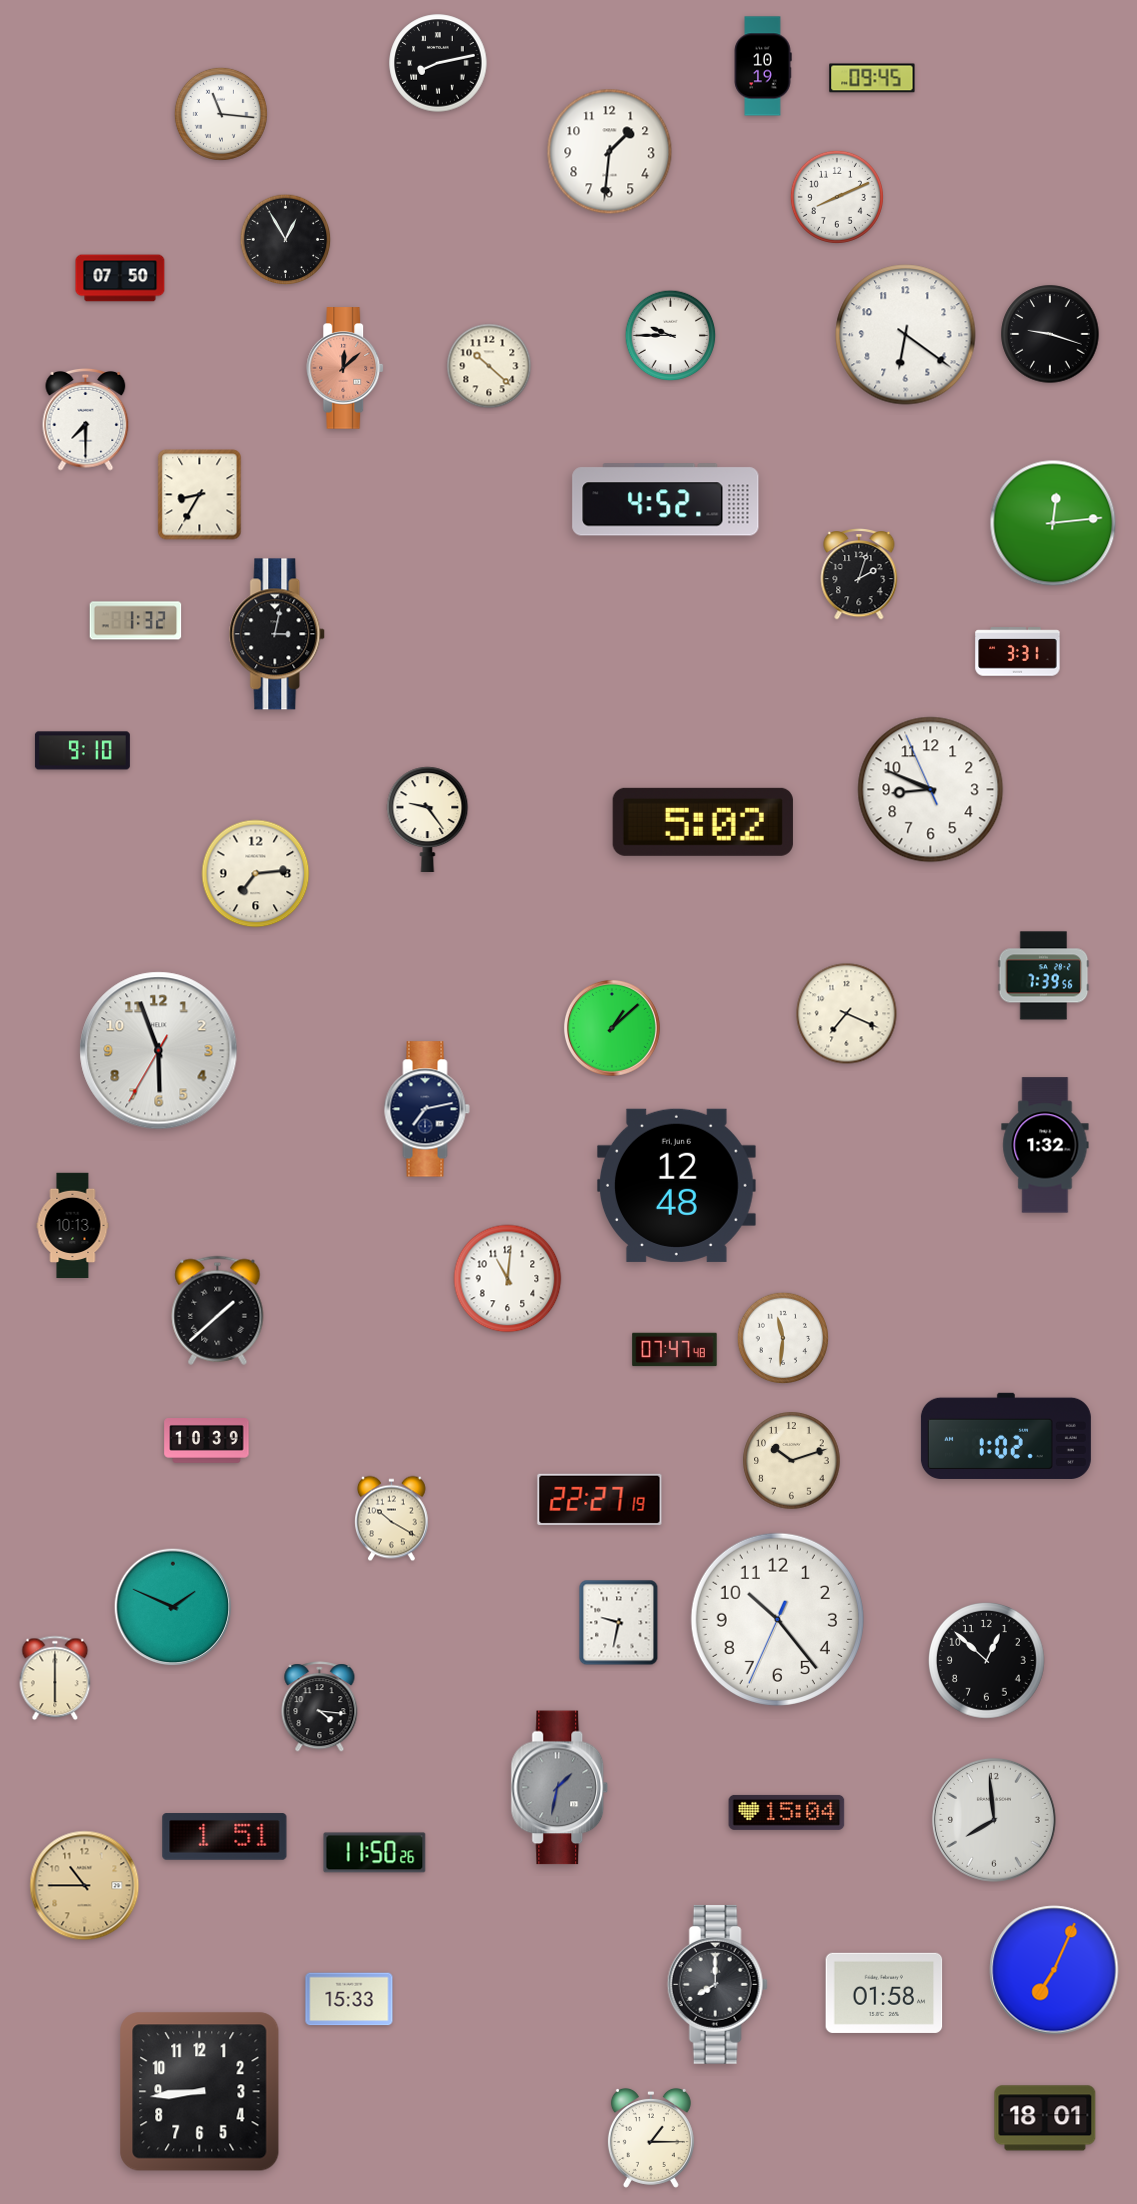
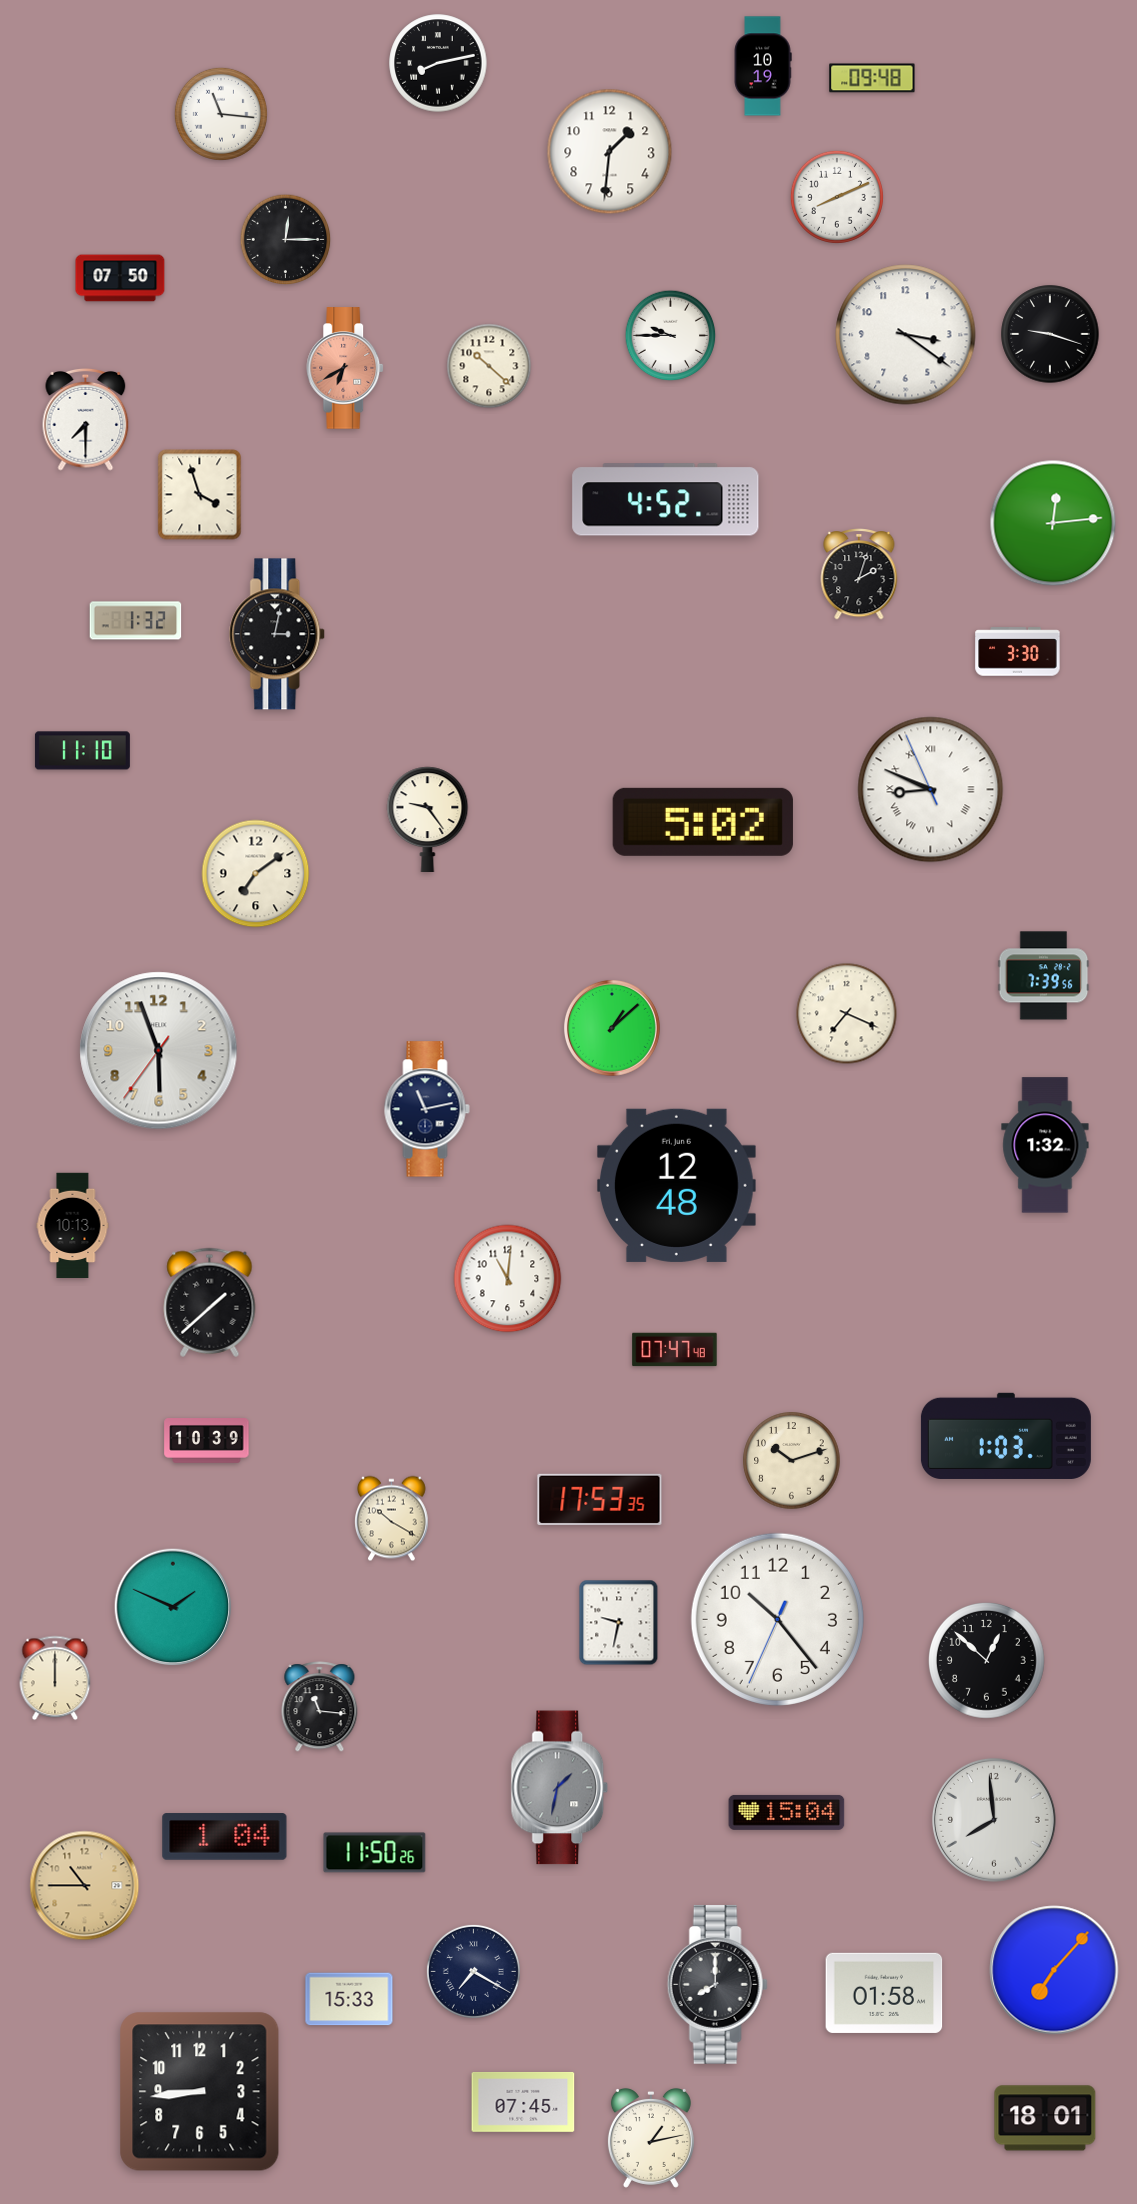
clock at (872, 78): 09:45 -> 09:48
clock at (286, 240): 12:55 -> 12:15
clock at (906, 335): 6:21 -> 3:21
clock at (346, 368): 12:08 -> 6:40
clock at (200, 495): 8:35 -> 3:57
clock at (1018, 652): 3:31 -> 3:30
clock at (82, 751): 9:10 -> 11:10
clock at (931, 790) numerals: Arabic -> Roman
clock at (256, 874): 7:14 -> 7:09
clock at (159, 1051): 5:56:35 -> 5:56:36
clock at (427, 1109): 7:13 -> 11:13
clock at (218, 1310) position: (218, 1310) -> (210, 1302)
clock at (782, 1337): 11:31 -> none
clock at (1006, 1436): 1:02 -> 1:03
clock at (600, 1499): 22:27 -> 17:53
clock at (55, 1678): 6:00 -> 12:00
clock at (320, 1707): 4:16 -> 11:16
clock at (225, 1837): 1:51 -> 1:04
clock at (1054, 1970): 7:04 -> 7:07
clock at (473, 1971): none -> 7:20
clock at (523, 2102): none -> 07:45
clock at (651, 2138): 1:15 -> 1:13
